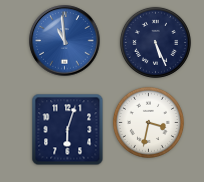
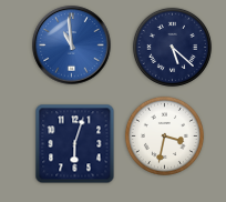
clock at (155, 42): 5:26 -> 5:22
